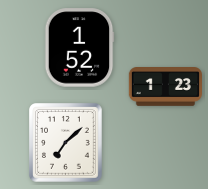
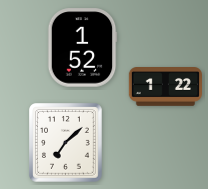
clock at (79, 48) position: (79, 48) -> (82, 48)
clock at (165, 87): 1:23 -> 1:22
